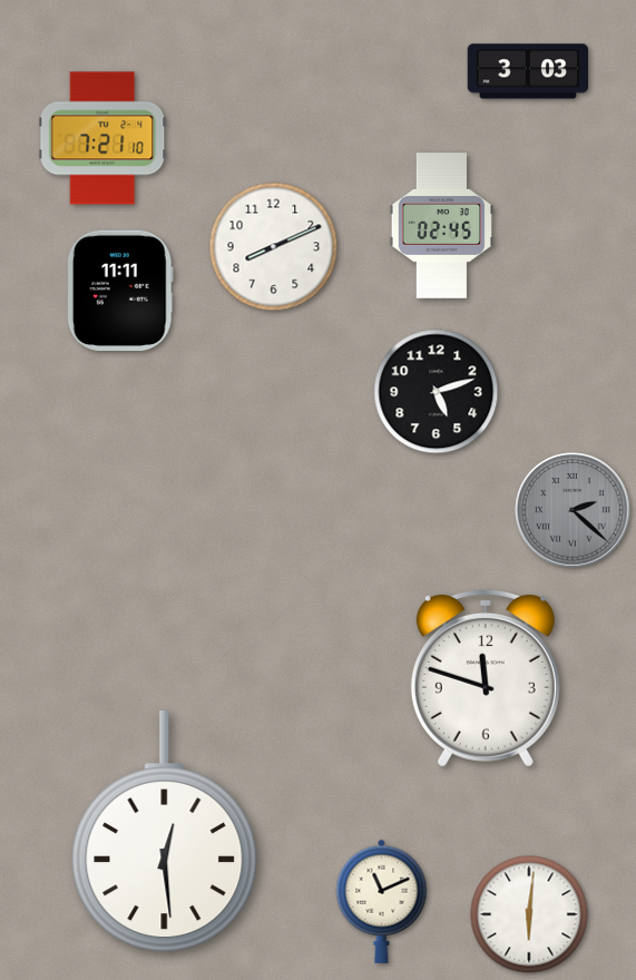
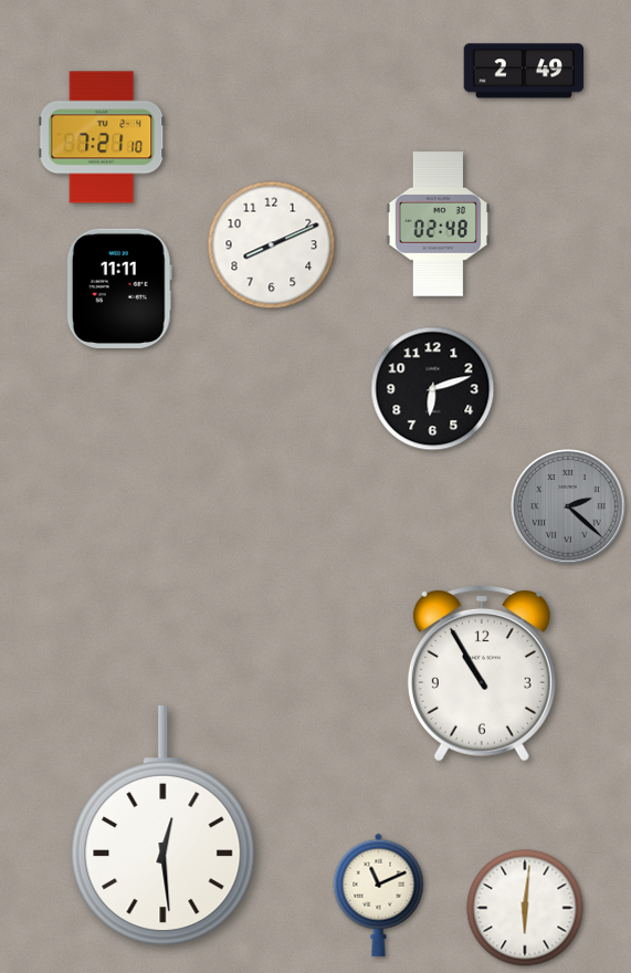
clock at (528, 71): 3:03 -> 2:49
clock at (441, 226): 02:45 -> 02:48
clock at (437, 392): 5:12 -> 6:12
clock at (486, 678): 11:48 -> 10:55
